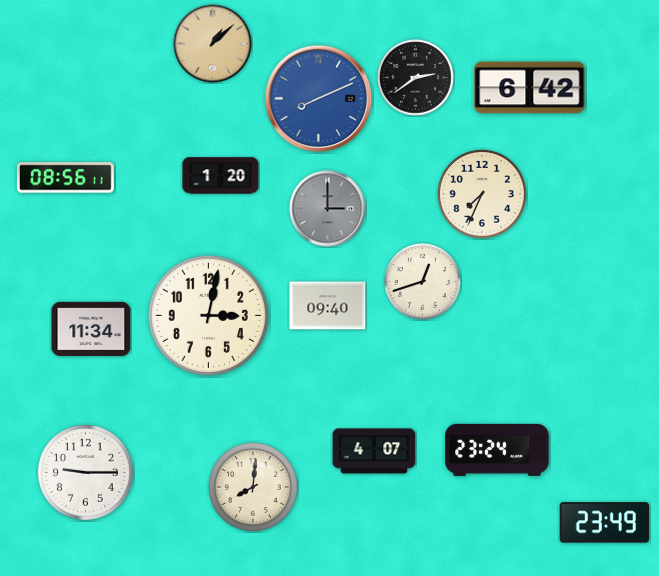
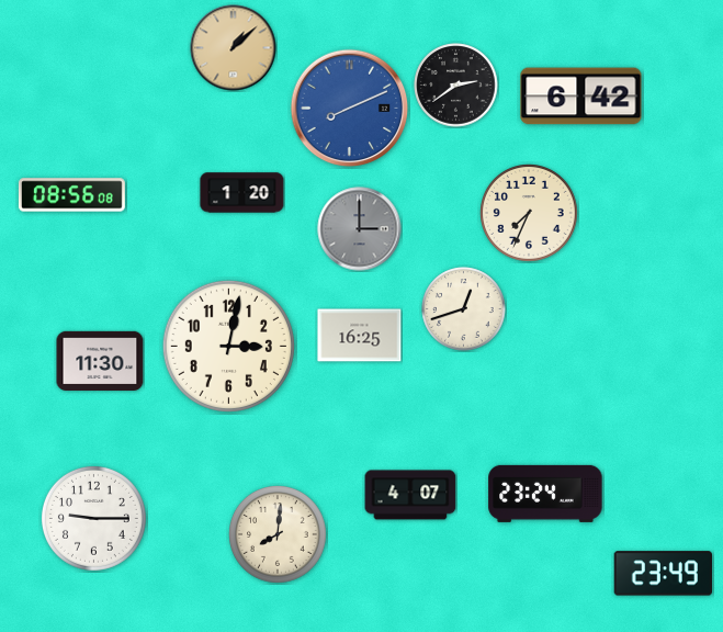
clock at (65, 178): 08:56:11 -> 08:56:08
clock at (328, 306): 09:40 -> 16:25
clock at (91, 329): 11:34 -> 11:30
